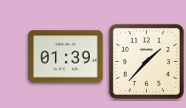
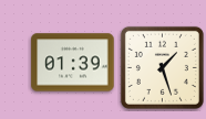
clock at (146, 61): 1:37 -> 1:27
